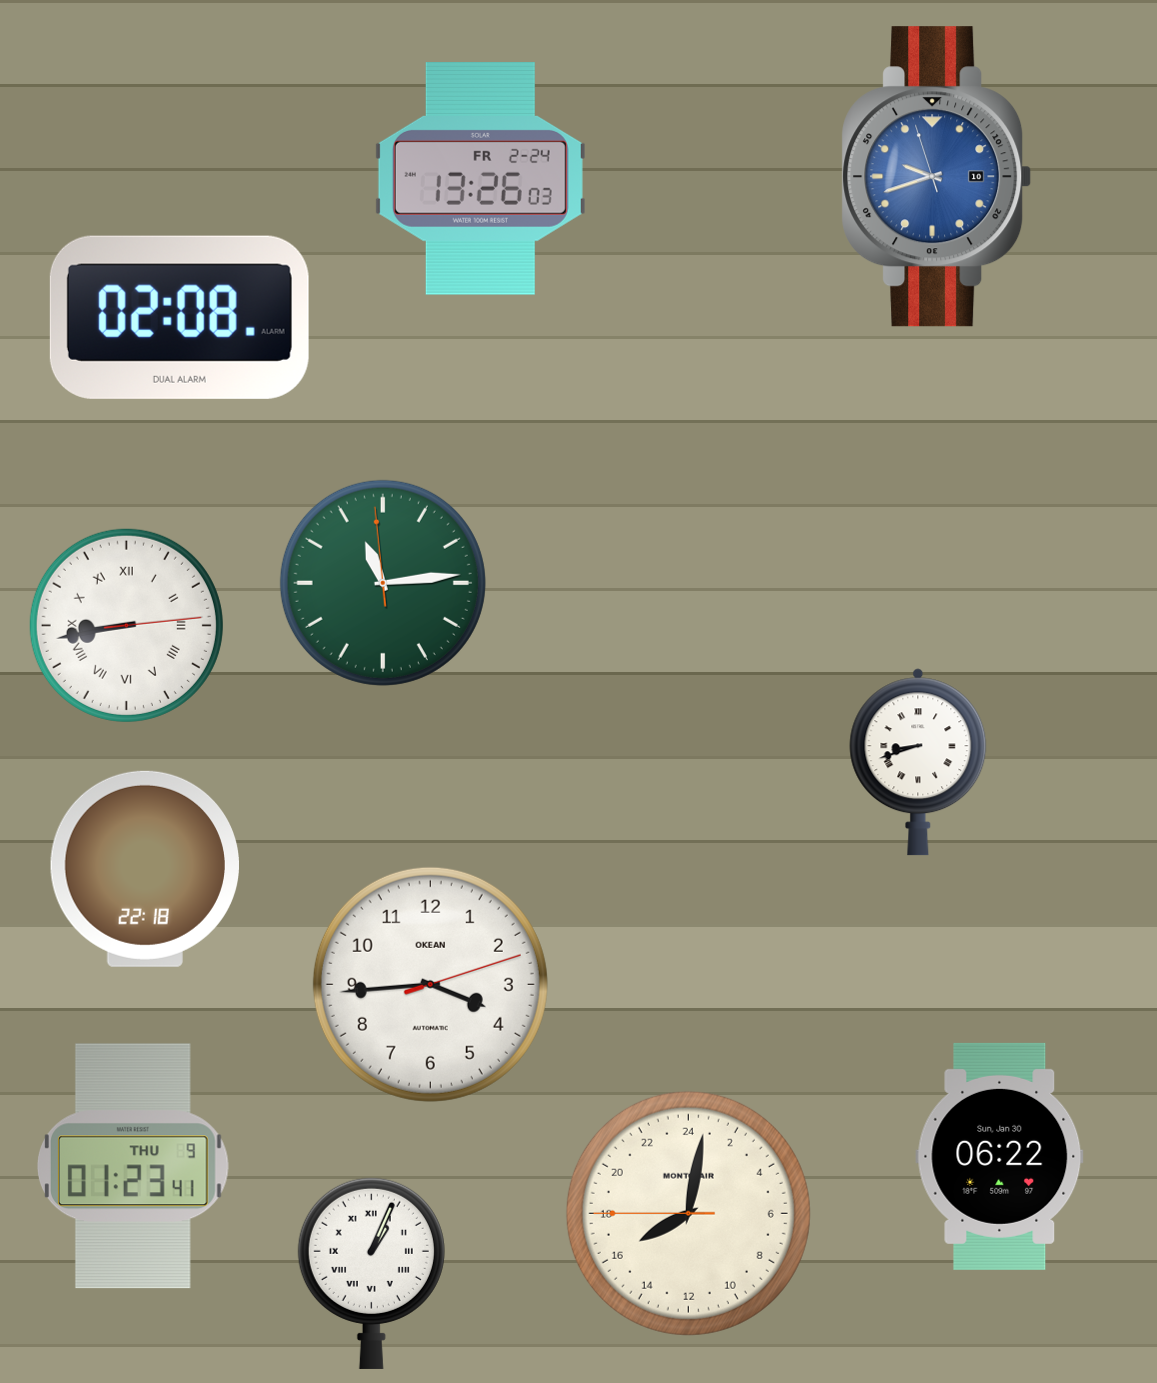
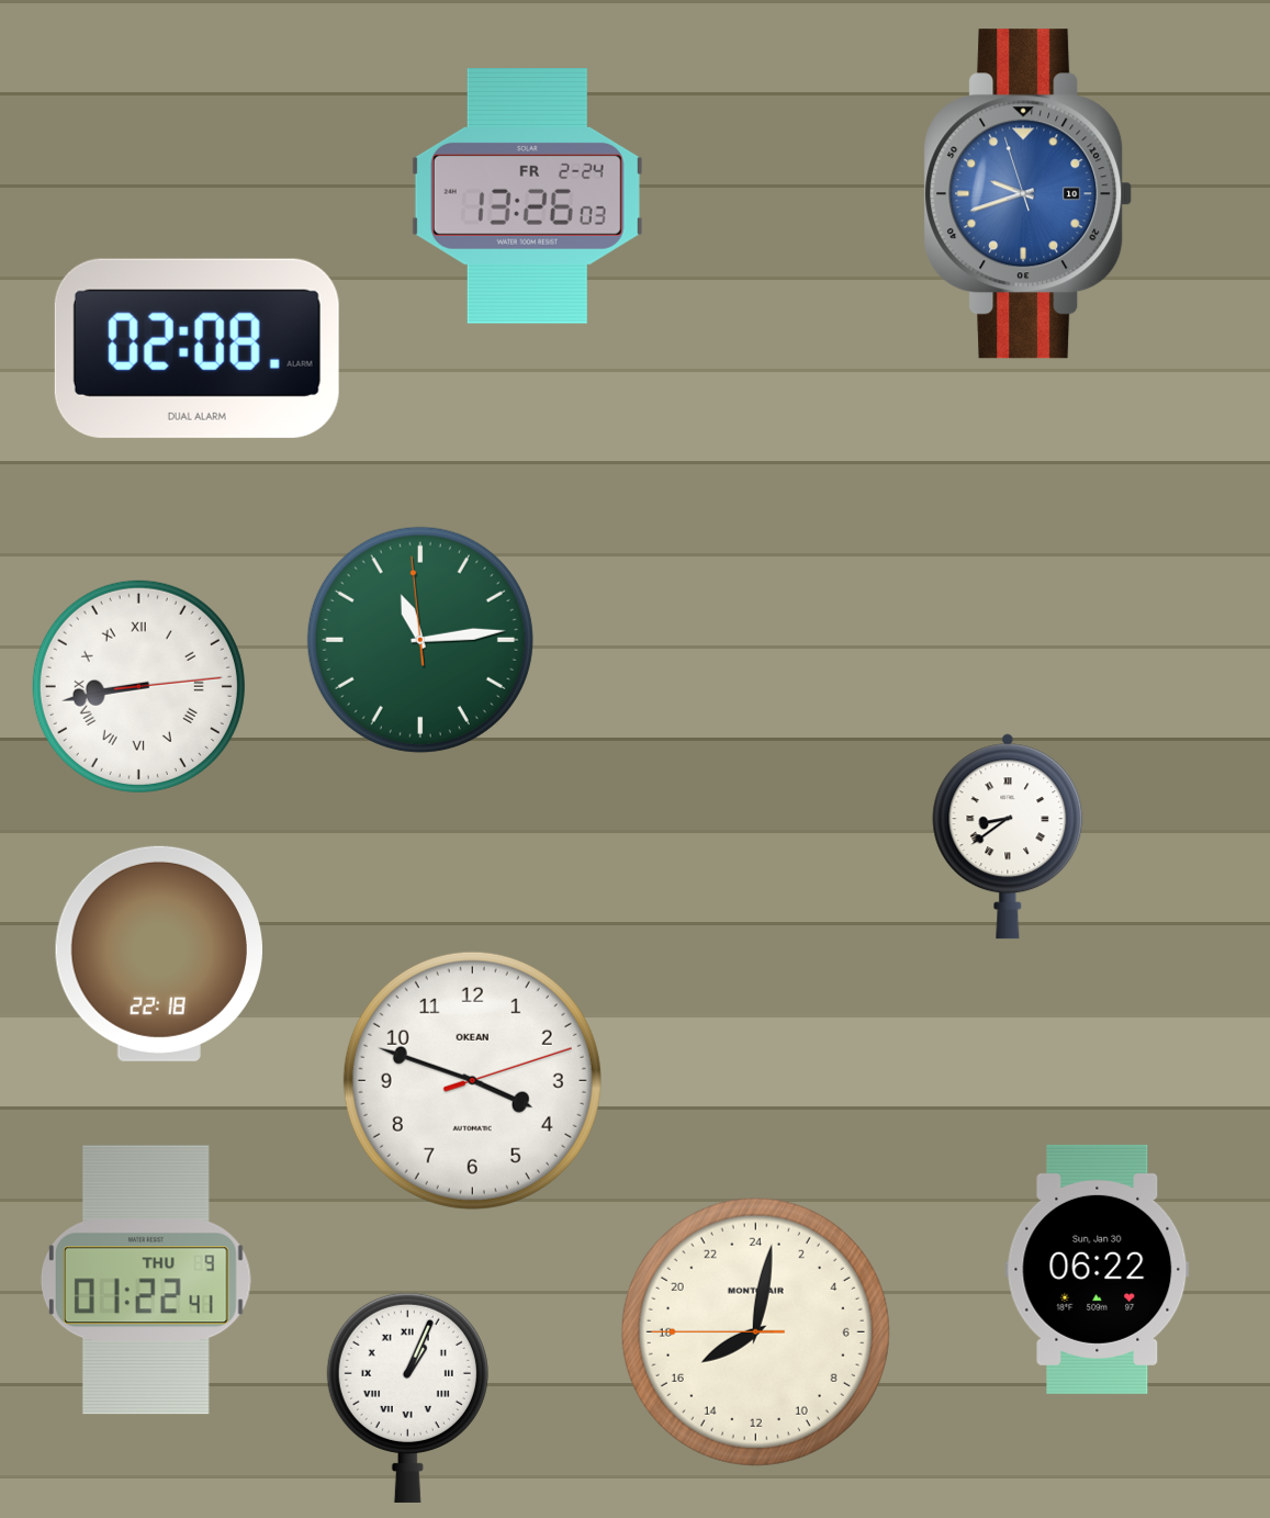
clock at (918, 762): 8:42 -> 8:39
clock at (430, 984): 3:44 -> 3:48
clock at (134, 1166): 01:23 -> 01:22
